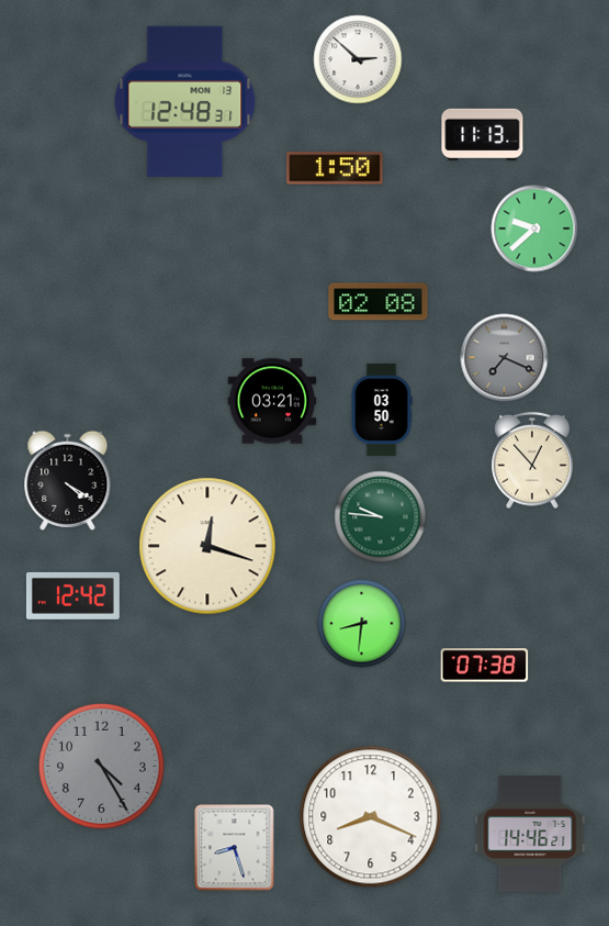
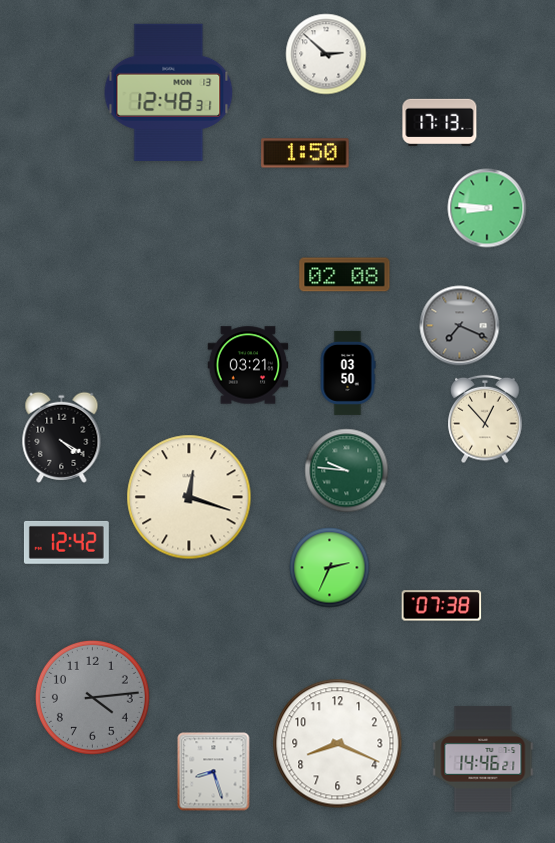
clock at (483, 134): 11:13 -> 17:13
clock at (534, 228): 9:38 -> 8:46
clock at (362, 624): 8:31 -> 2:34
clock at (101, 766): 4:25 -> 4:14
